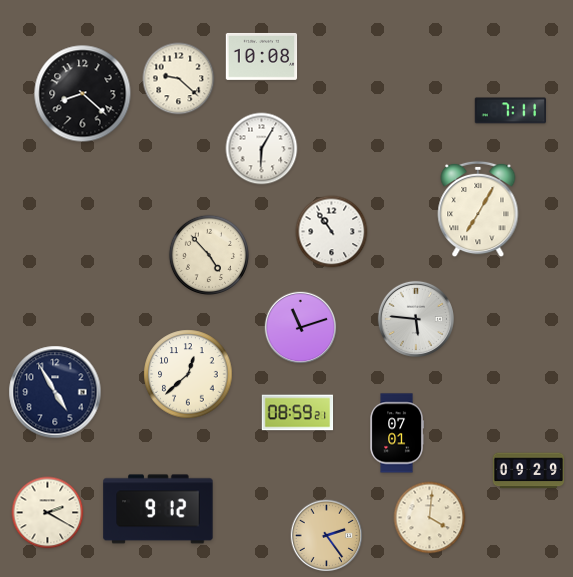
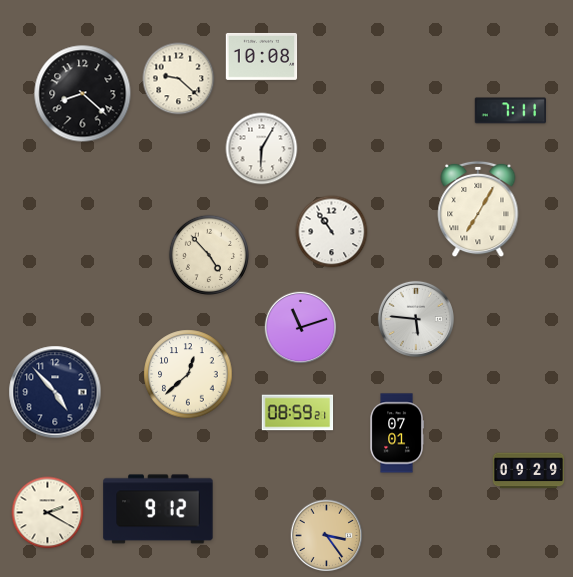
clock at (55, 392): 4:55 -> 4:53
clock at (430, 518): 4:01 -> none
clock at (327, 536): 2:24 -> 3:24
